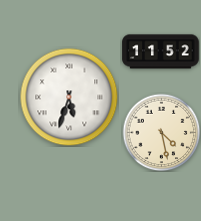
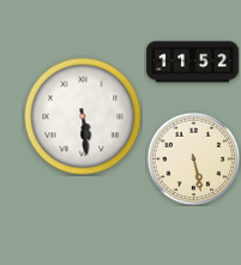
clock at (69, 97): 5:33 -> 5:29
clock at (161, 132): 4:28 -> 5:28
